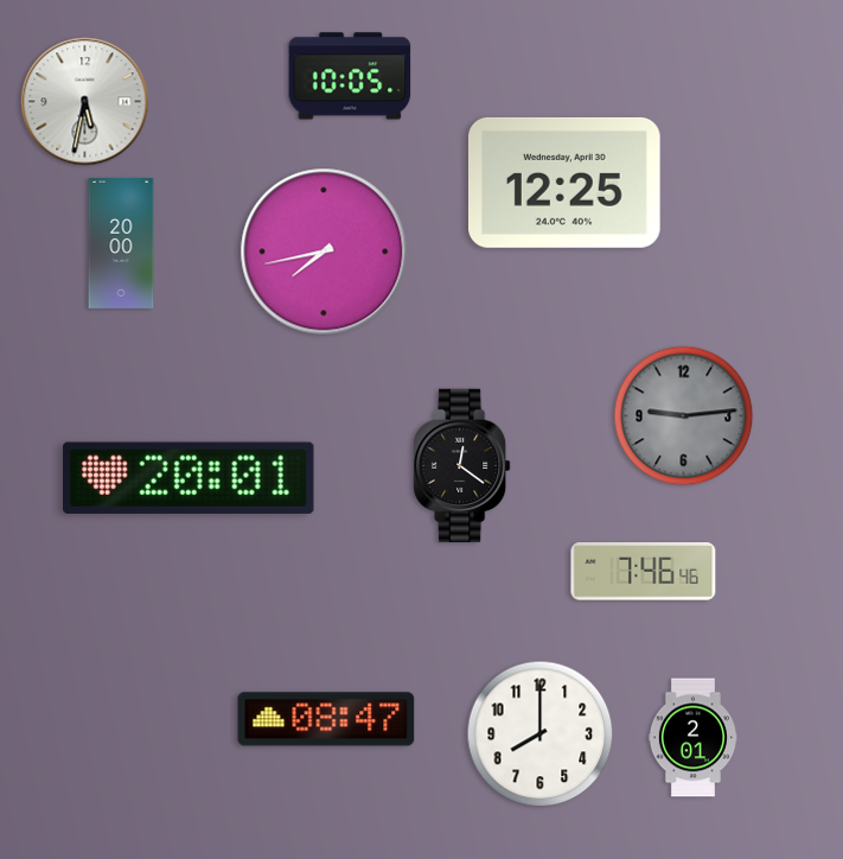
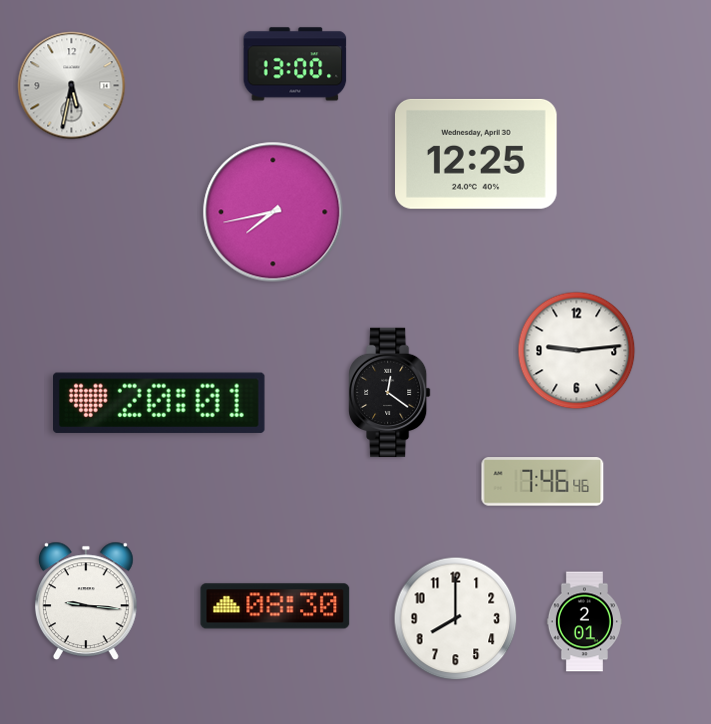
clock at (350, 76): 10:05 -> 13:00
clock at (121, 243): 20:00 -> none
clock at (684, 416) dial: grey -> white
clock at (87, 601): none -> 9:16
clock at (326, 719): 08:47 -> 08:30
